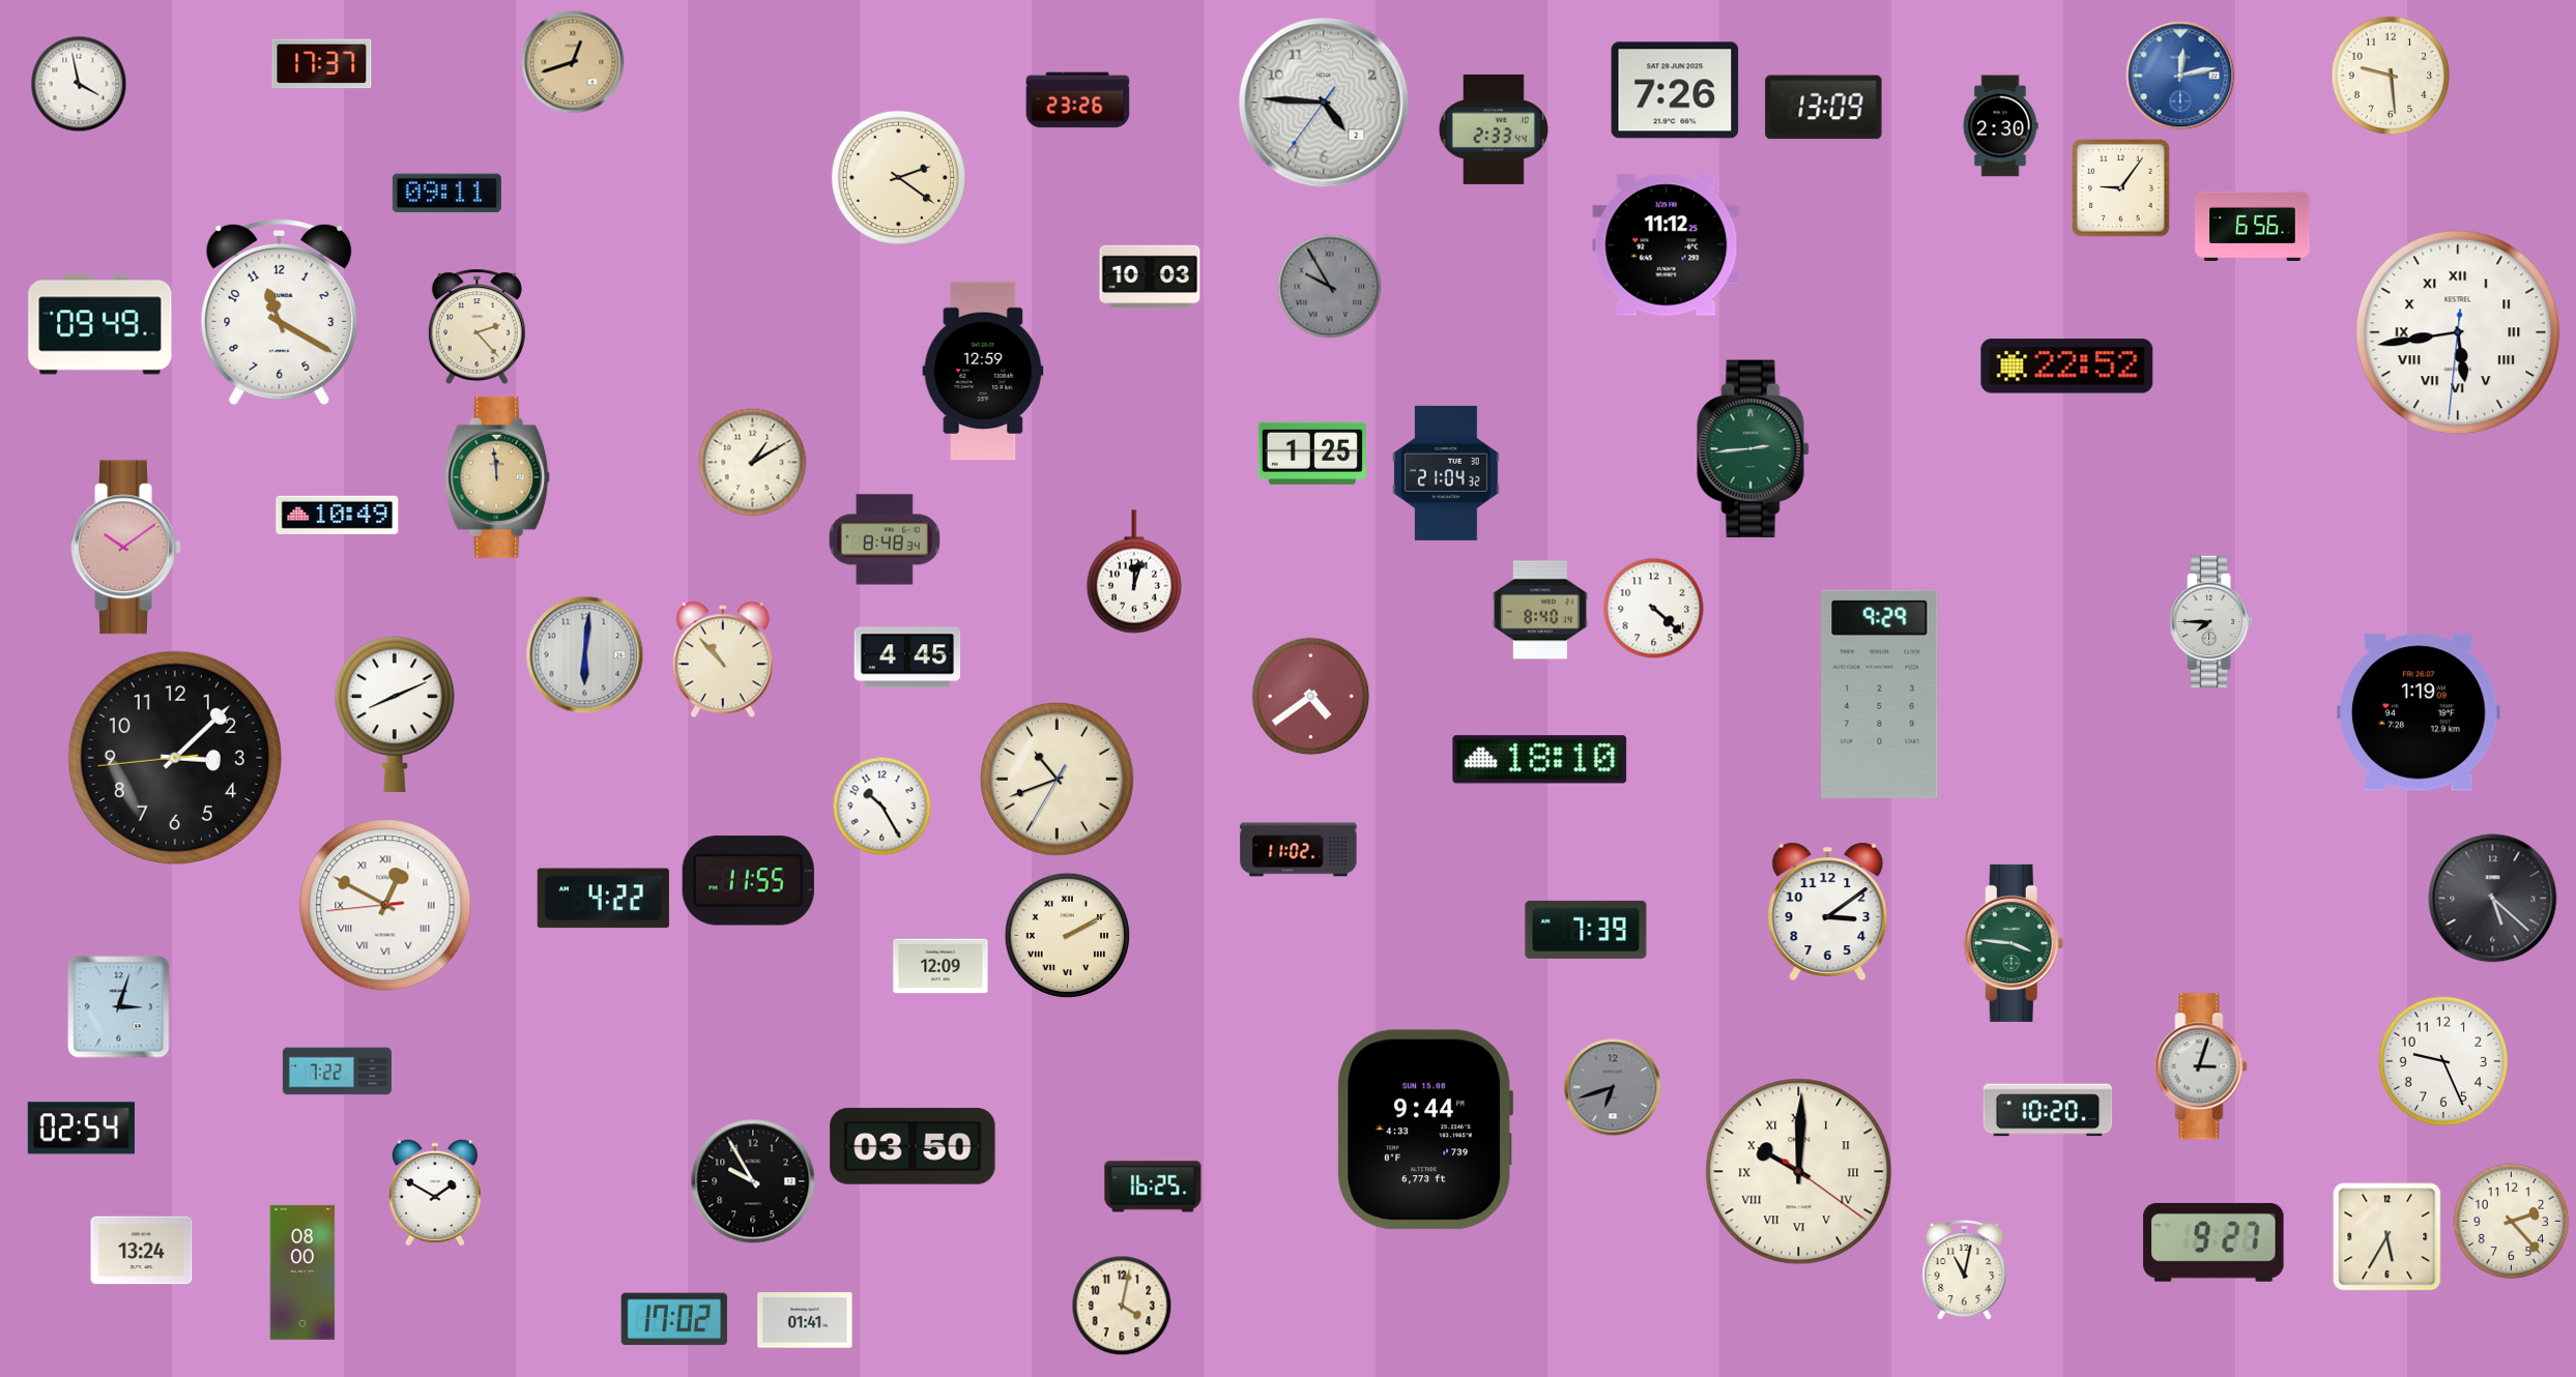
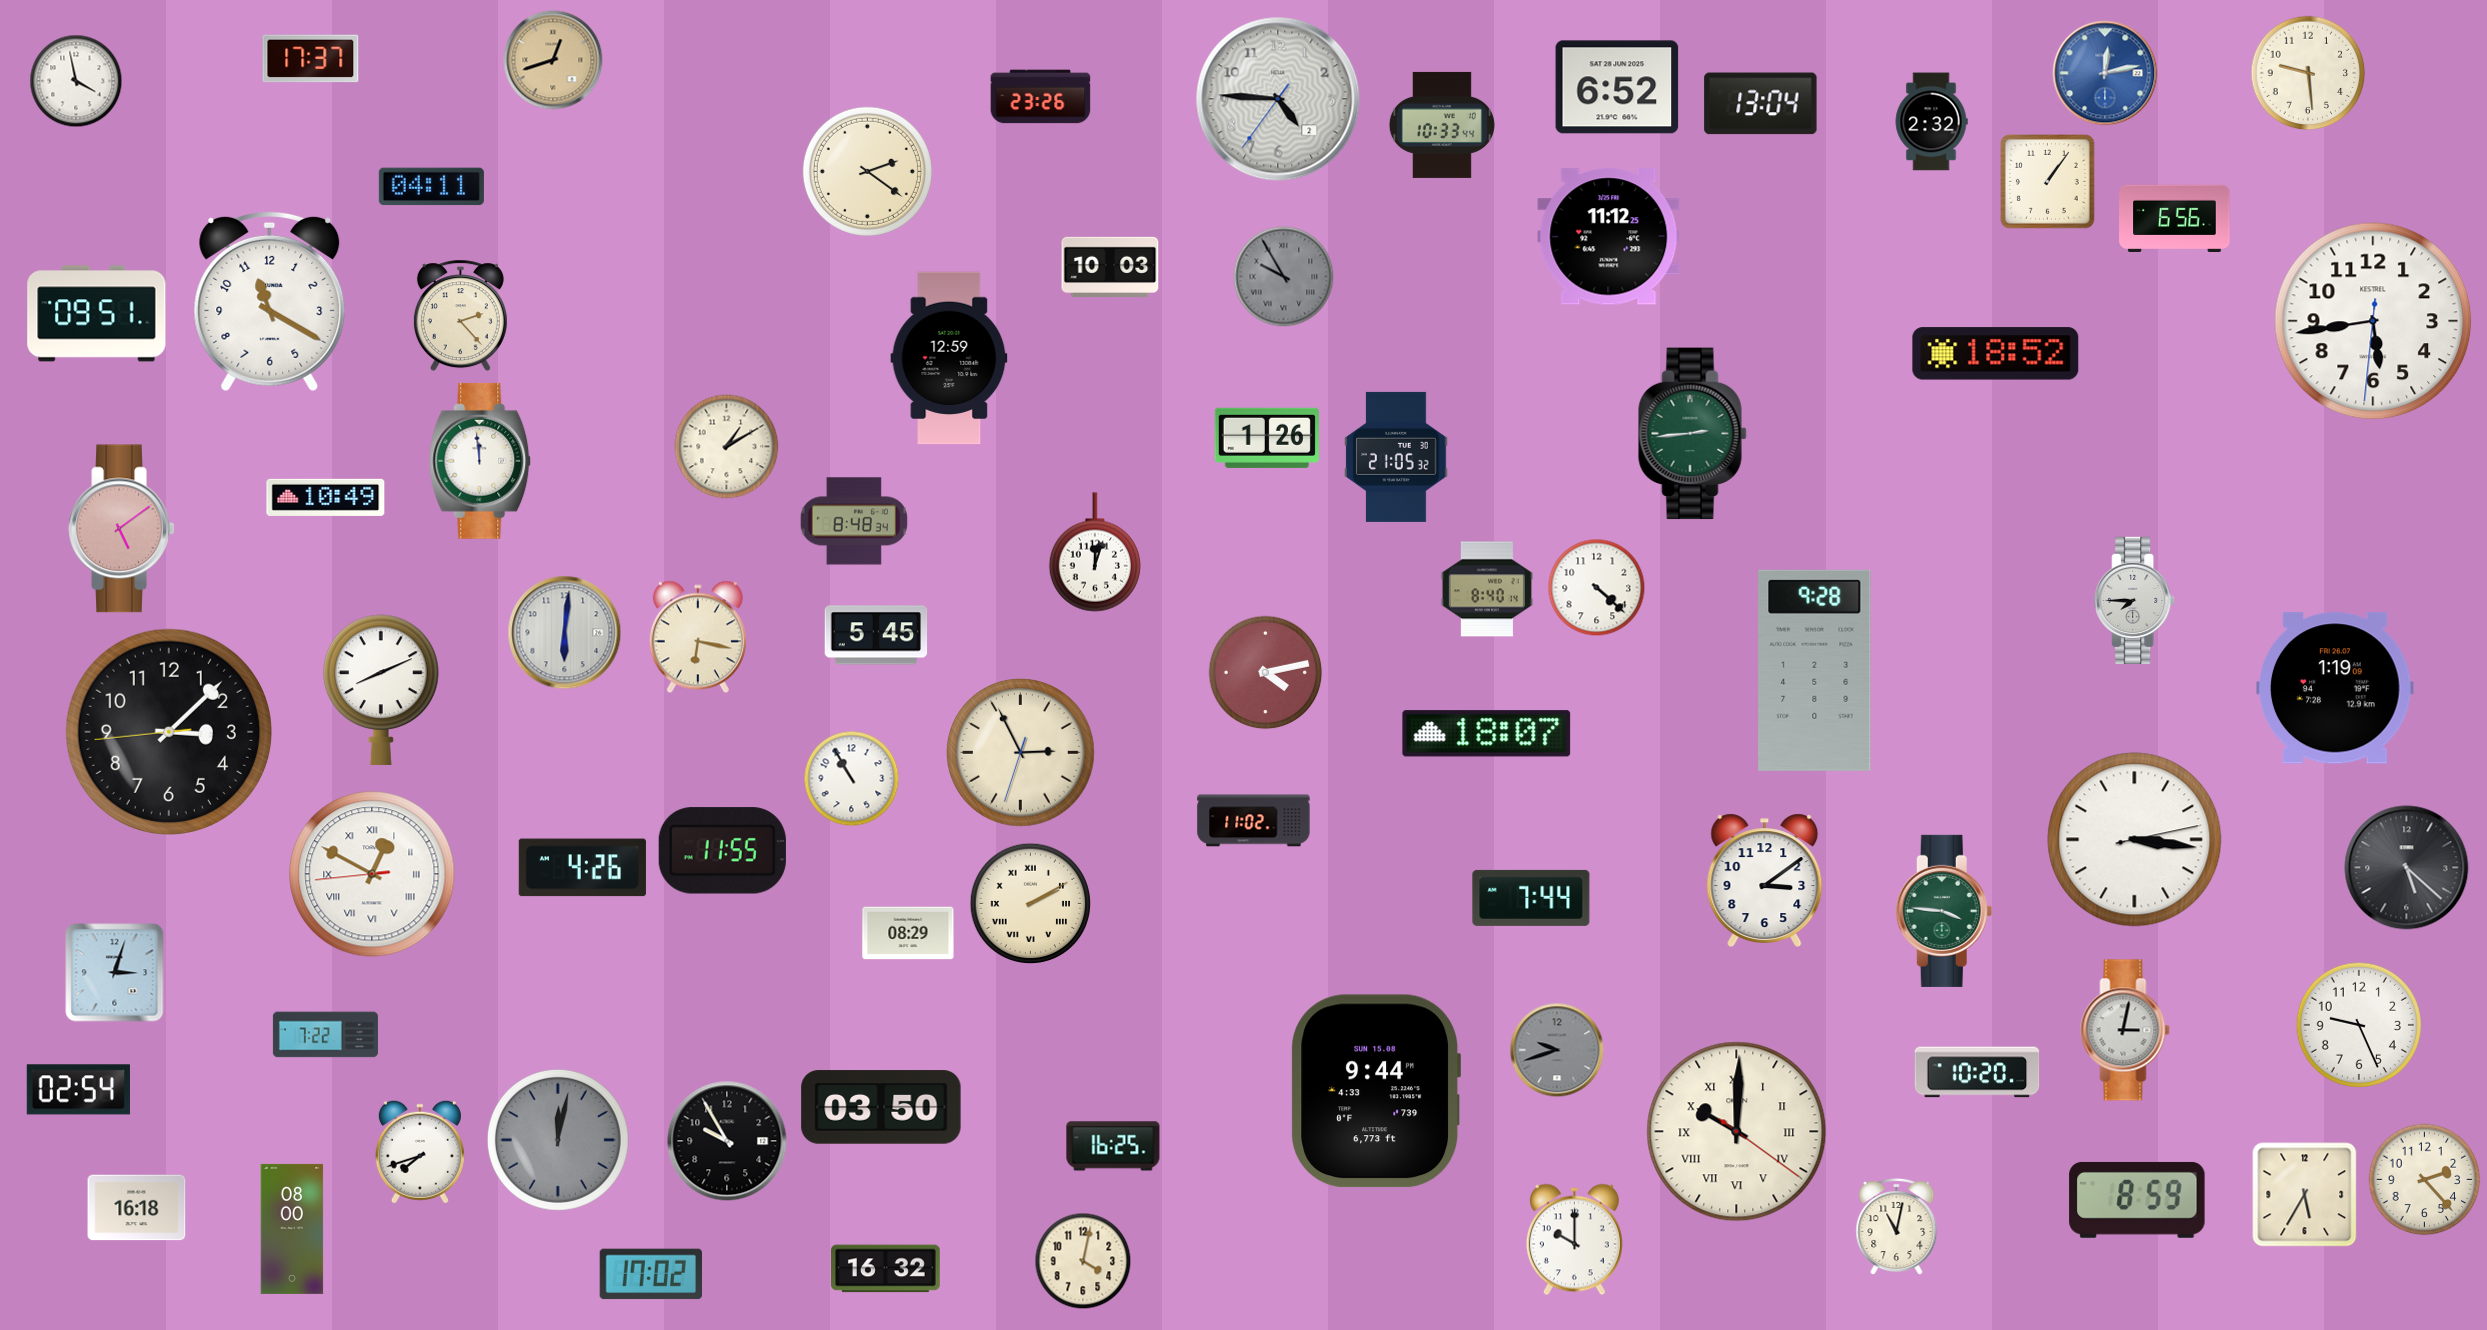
clock at (322, 64) position: (322, 64) -> (311, 59)
clock at (1675, 90): 7:26 -> 6:52
clock at (1824, 108): 13:09 -> 13:04
clock at (2000, 126): 2:30 -> 2:32
clock at (1494, 129): 2:33 -> 10:33
clock at (2121, 188): 9:06 -> 1:06
clock at (446, 194): 09:11 -> 04:11
clock at (100, 325): 09:49 -> 09:51
clock at (2458, 332) numerals: Roman -> Arabic
clock at (2067, 367): 22:52 -> 18:52
clock at (1312, 453): 1:25 -> 1:26
clock at (1446, 473): 21:04 -> 21:05
clock at (498, 477) dial: champagne -> white
clock at (126, 548): 10:09 -> 5:09
clock at (907, 657): 4:45 -> 5:45
clock at (723, 660): 10:53 -> 6:17
clock at (1880, 694): 9:29 -> 9:28
clock at (1311, 697): 4:39 -> 4:13
clock at (1540, 760): 18:10 -> 18:07
clock at (1058, 780): 10:41 -> 2:55
clock at (882, 807): 10:25 -> 10:55
clock at (2135, 840): none -> 3:16
clock at (603, 899): 4:22 -> 4:26
clock at (1586, 930): 7:39 -> 7:44
clock at (940, 966): 12:09 -> 08:29
clock at (2201, 1066): 3:03 -> 3:02
clock at (1613, 1087): 6:42 -> 9:42
clock at (558, 1140): none -> 12:02
clock at (435, 1193): 1:50 -> 7:42
clock at (2213, 1242): 9:27 -> 8:59
clock at (142, 1251): 13:24 -> 16:18
clock at (1574, 1240): none -> 10:00
clock at (886, 1269): none -> 16:32
clock at (805, 1320): 01:41 -> none
